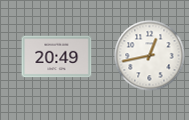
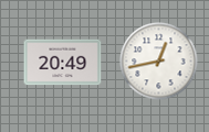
clock at (150, 56) position: (150, 56) -> (159, 62)
